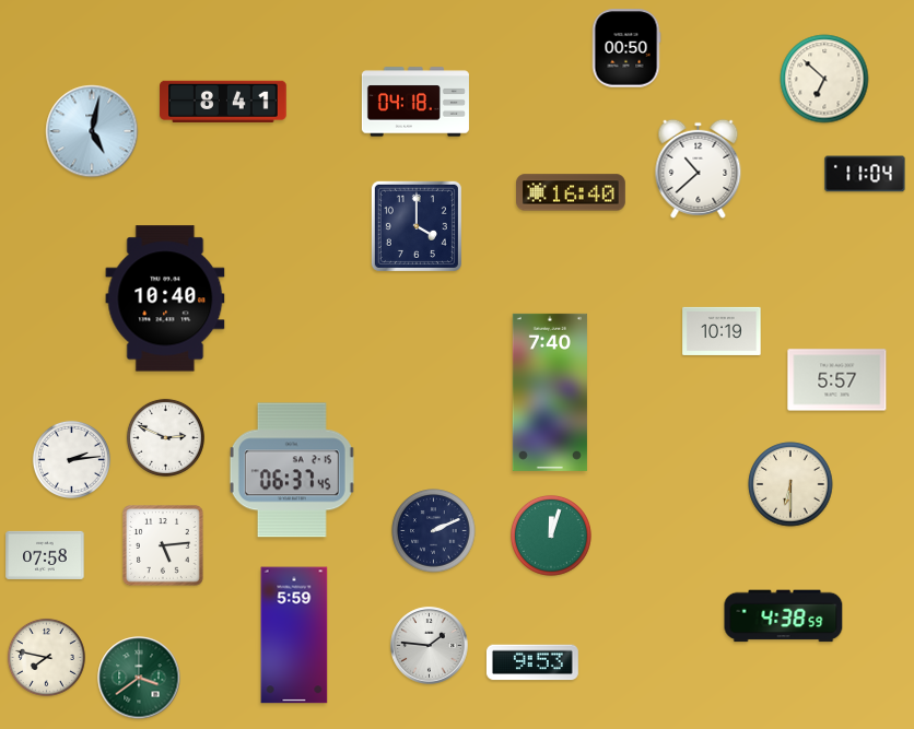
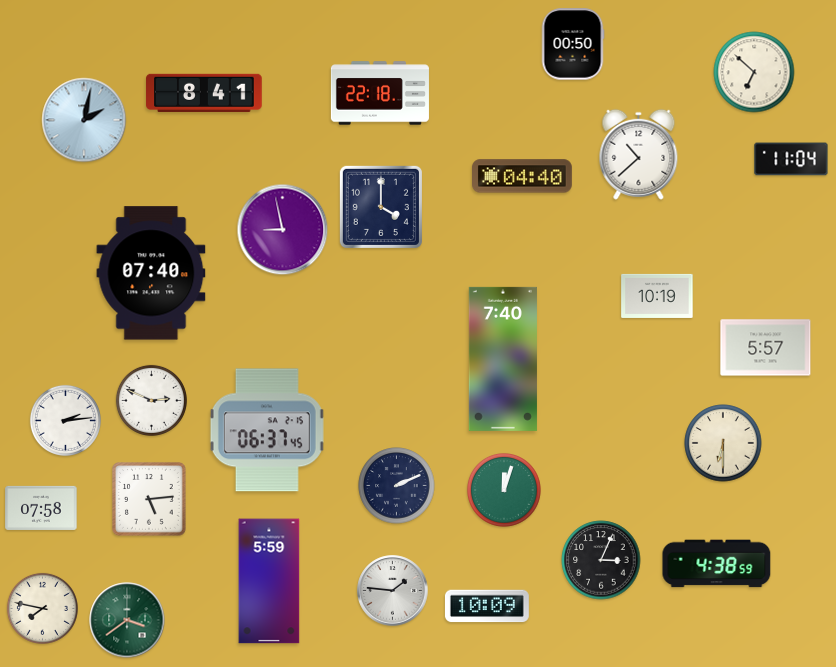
clock at (415, 102): 04:18 -> 22:18
clock at (92, 131): 5:02 -> 2:02
clock at (572, 192): 16:40 -> 04:40
clock at (283, 230): none -> 8:58
clock at (165, 298): 10:40 -> 07:40
clock at (722, 331) position: (722, 331) -> (657, 296)
clock at (601, 560): none -> 3:04
clock at (46, 657) position: (46, 657) -> (42, 608)
clock at (532, 662): 9:53 -> 10:09
